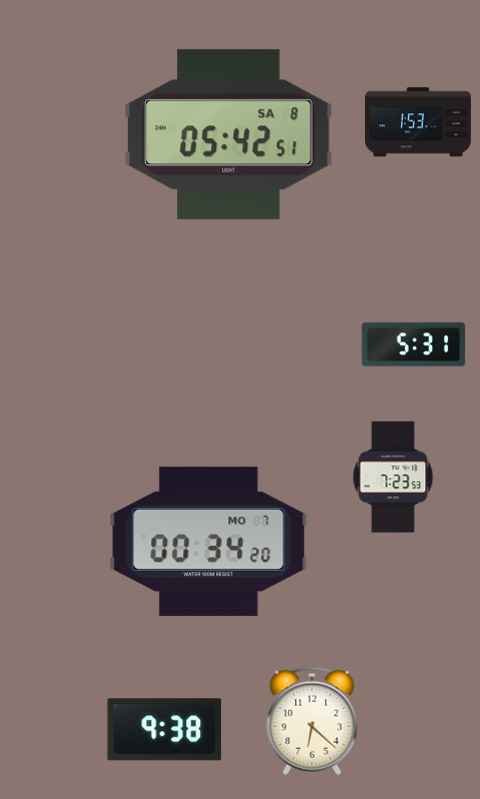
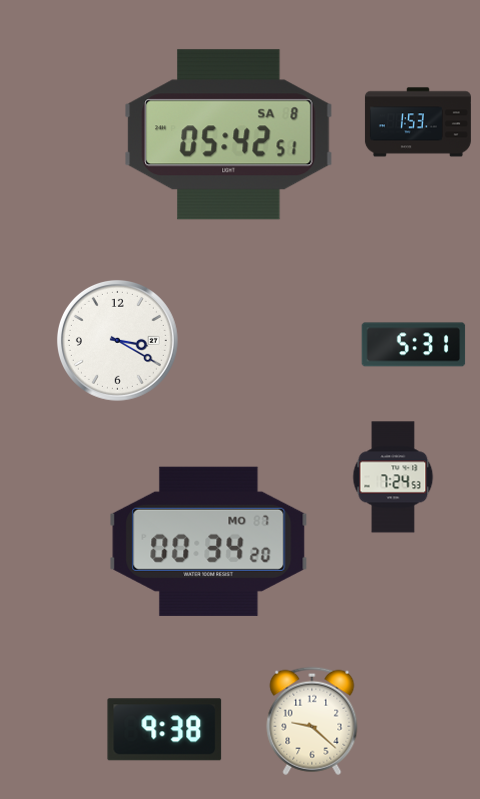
clock at (117, 340): none -> 3:20
clock at (393, 477): 7:23 -> 7:24
clock at (312, 721): 6:22 -> 9:22
